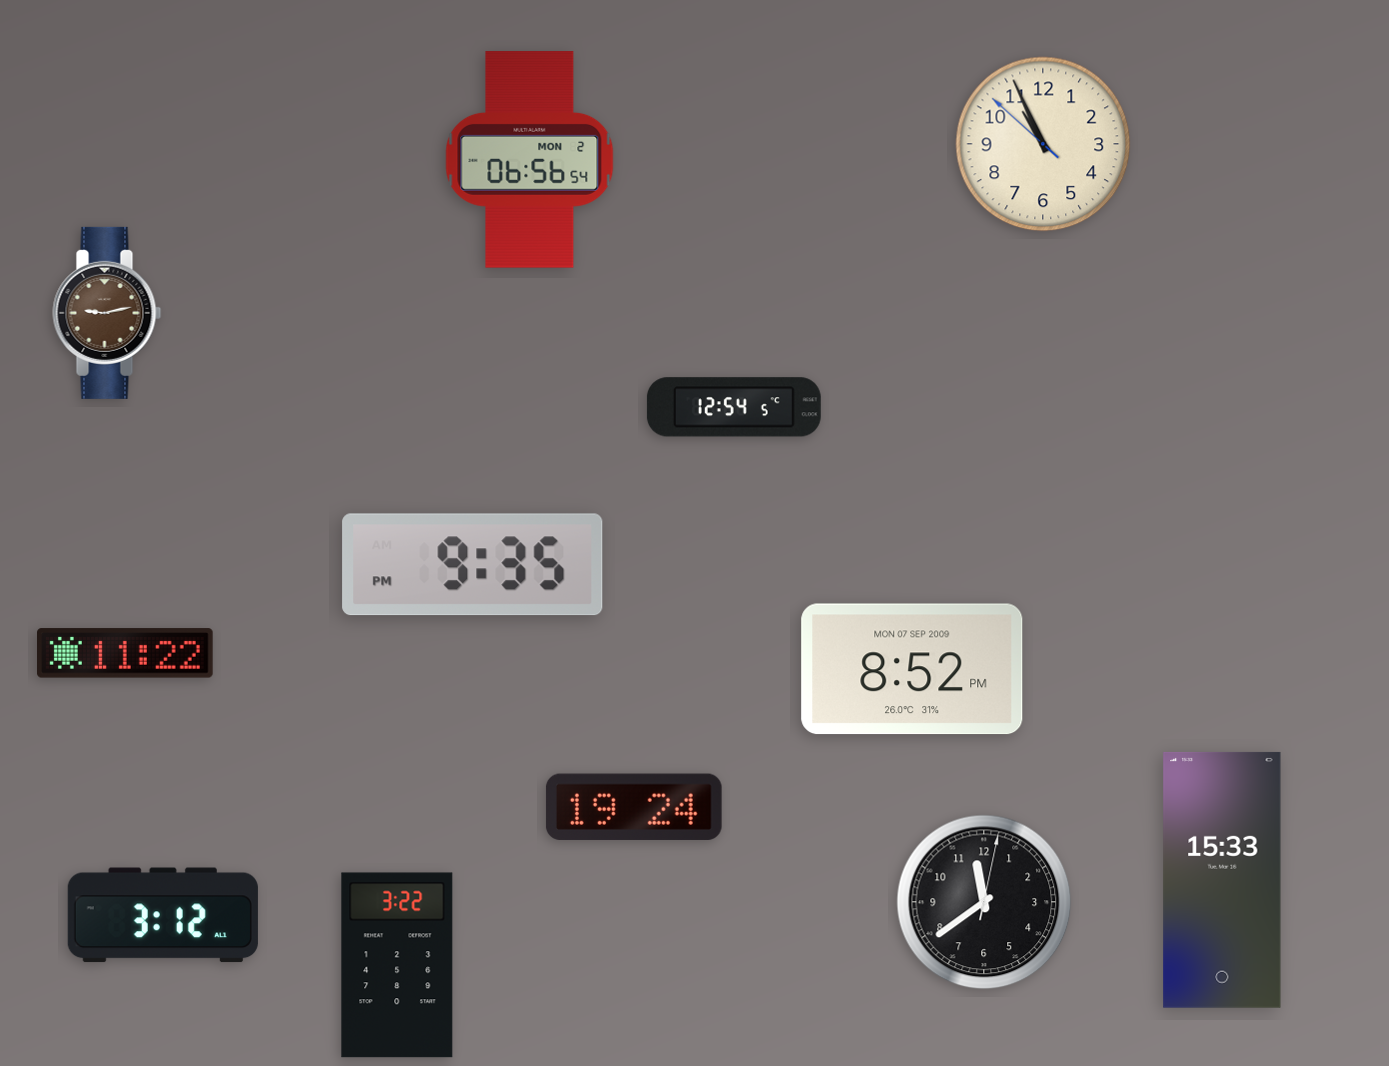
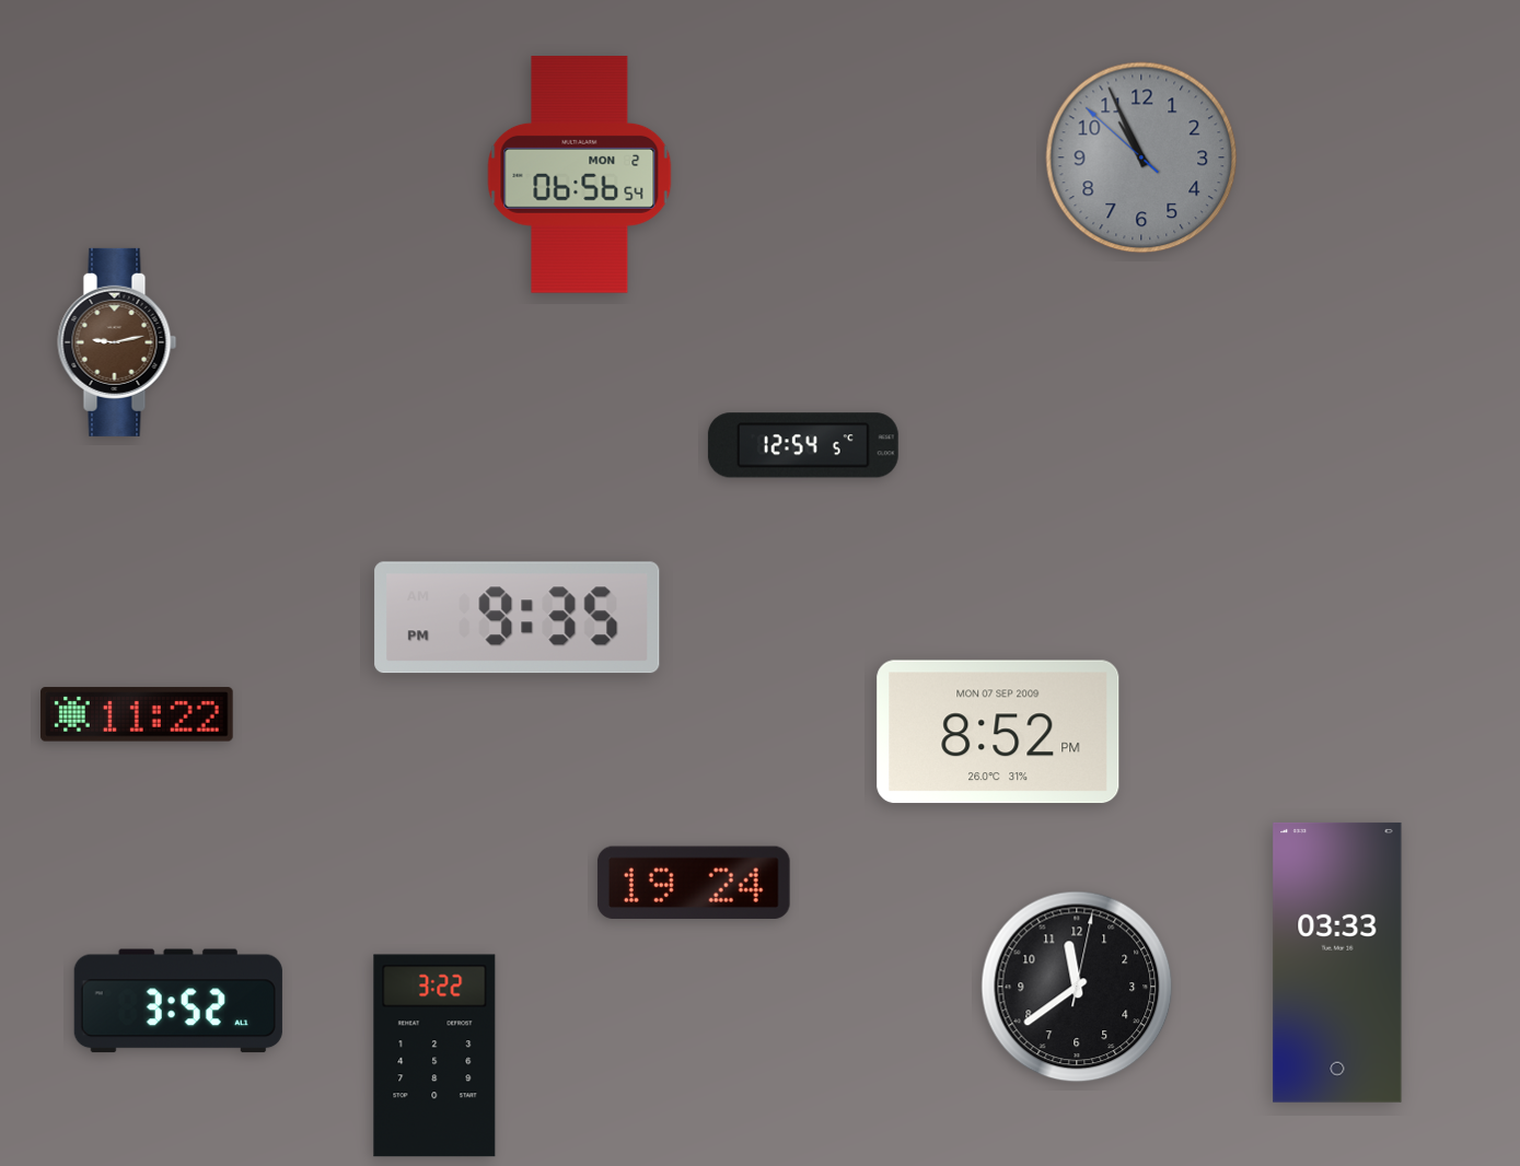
clock at (1043, 144) dial: cream -> grey
clock at (1222, 880): 15:33 -> 03:33
clock at (163, 915): 3:12 -> 3:52
